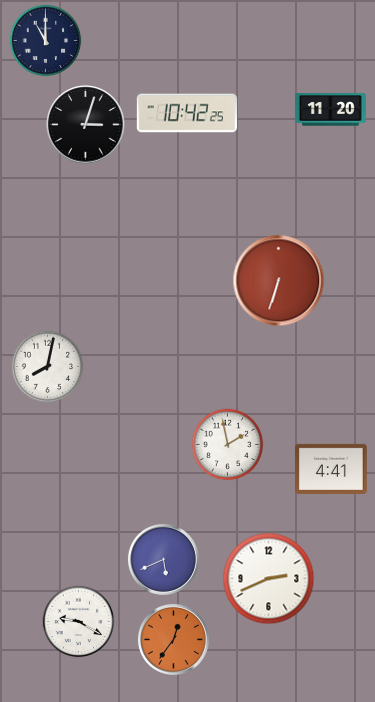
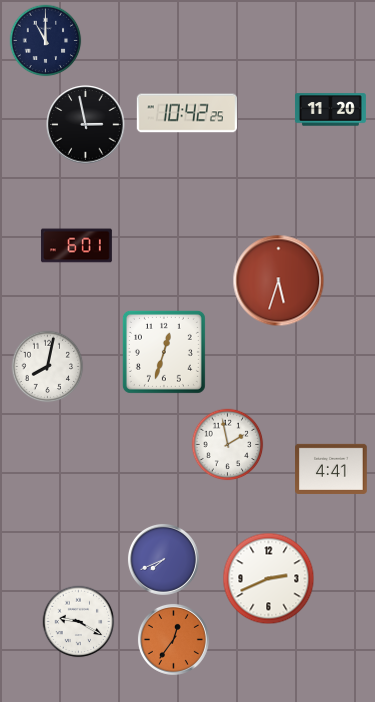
clock at (86, 125): 3:03 -> 2:58
clock at (76, 246): none -> 6:01
clock at (279, 281): 6:33 -> 5:33
clock at (164, 352): none -> 12:33
clock at (163, 559): 5:41 -> 7:41
